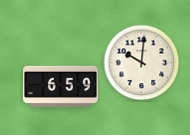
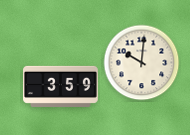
clock at (61, 86): 6:59 -> 3:59
